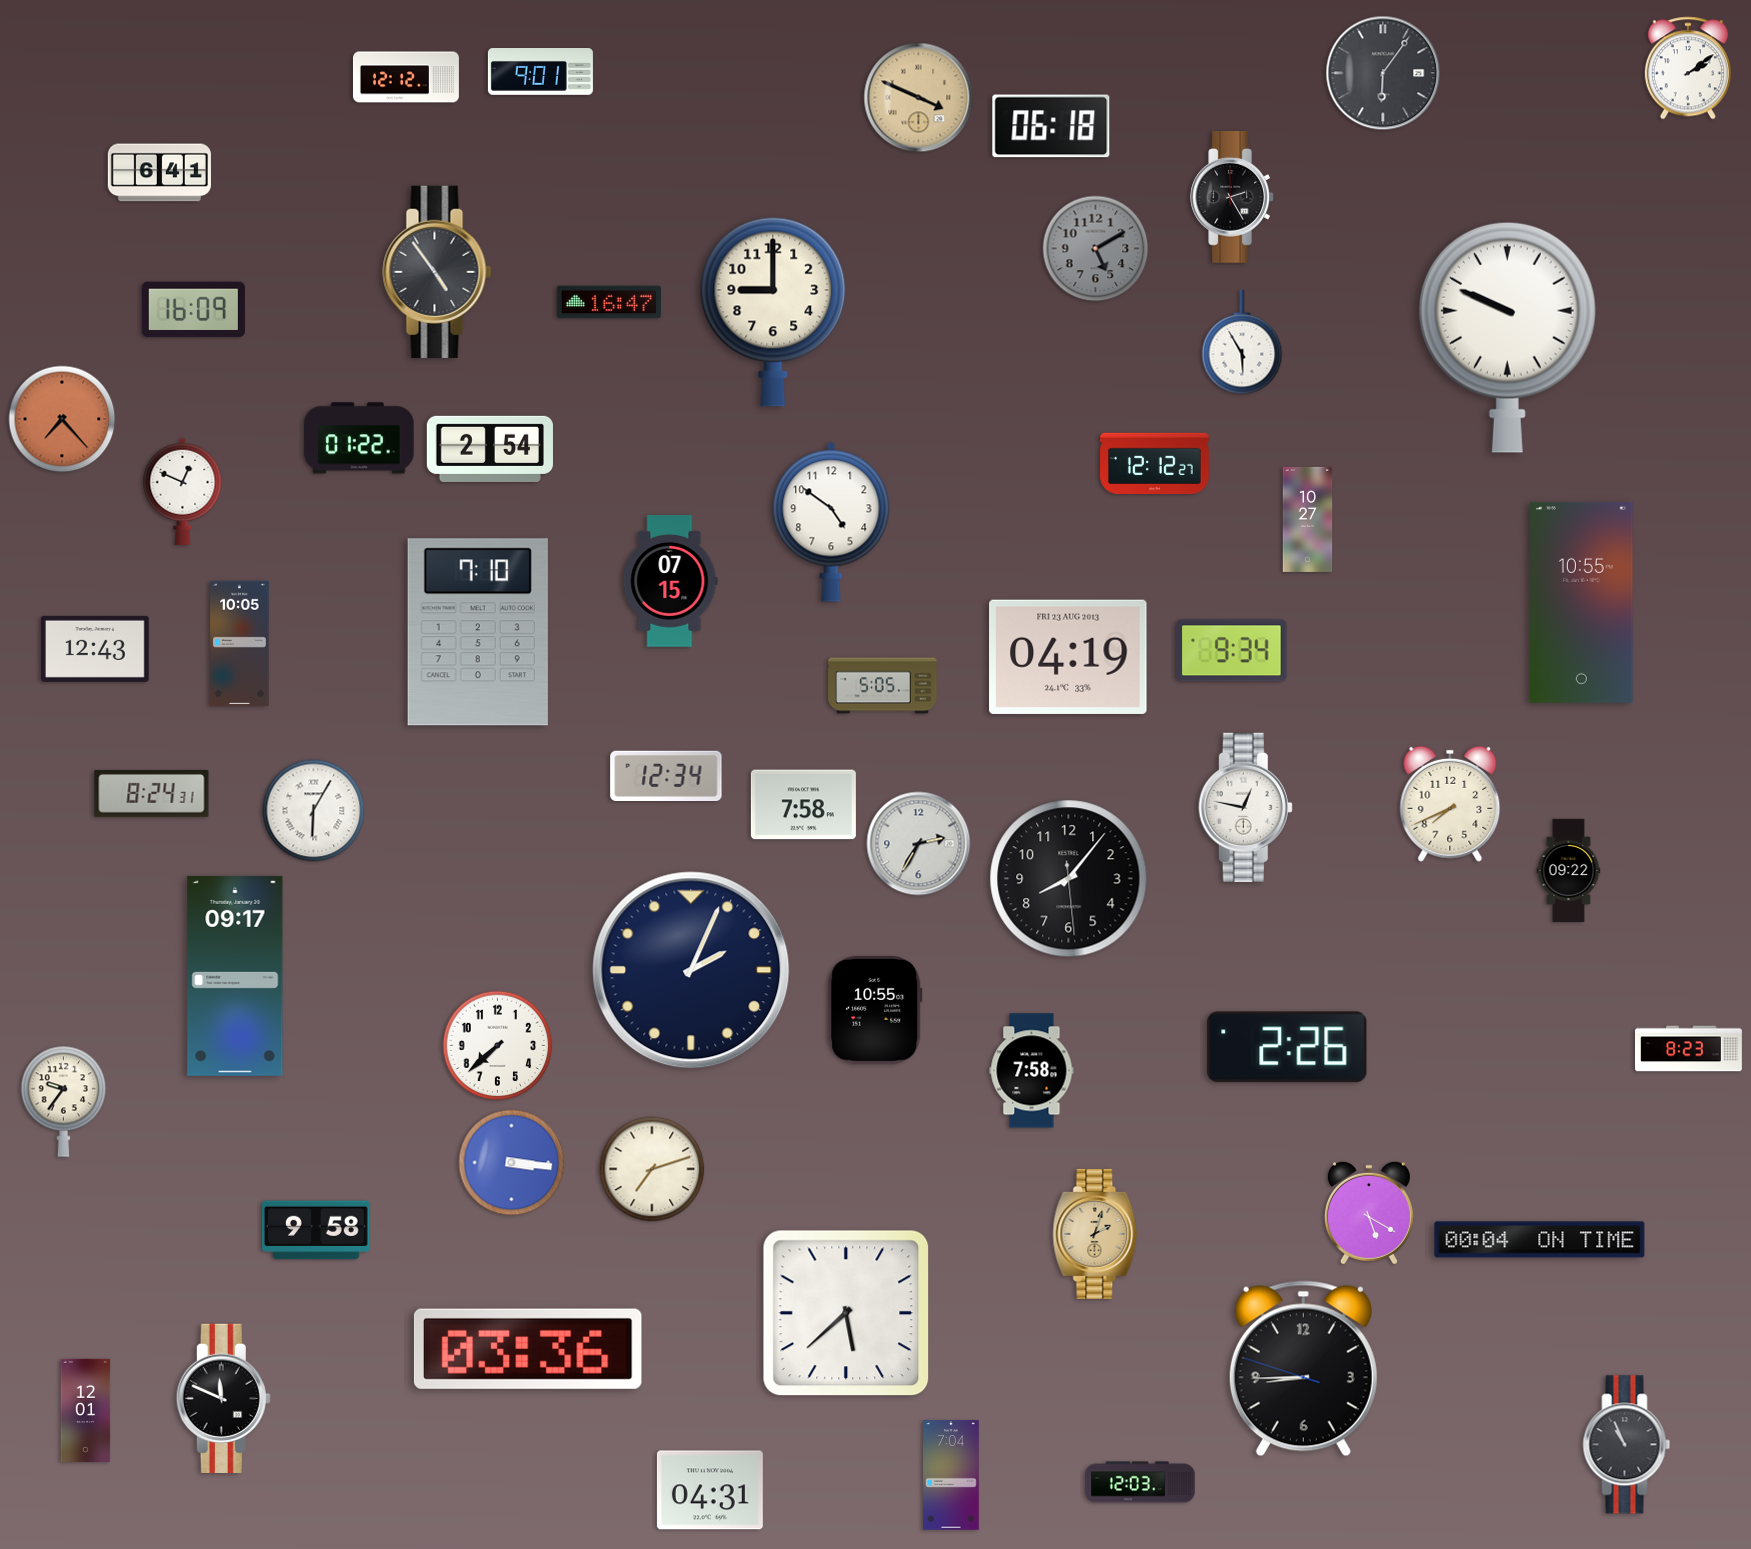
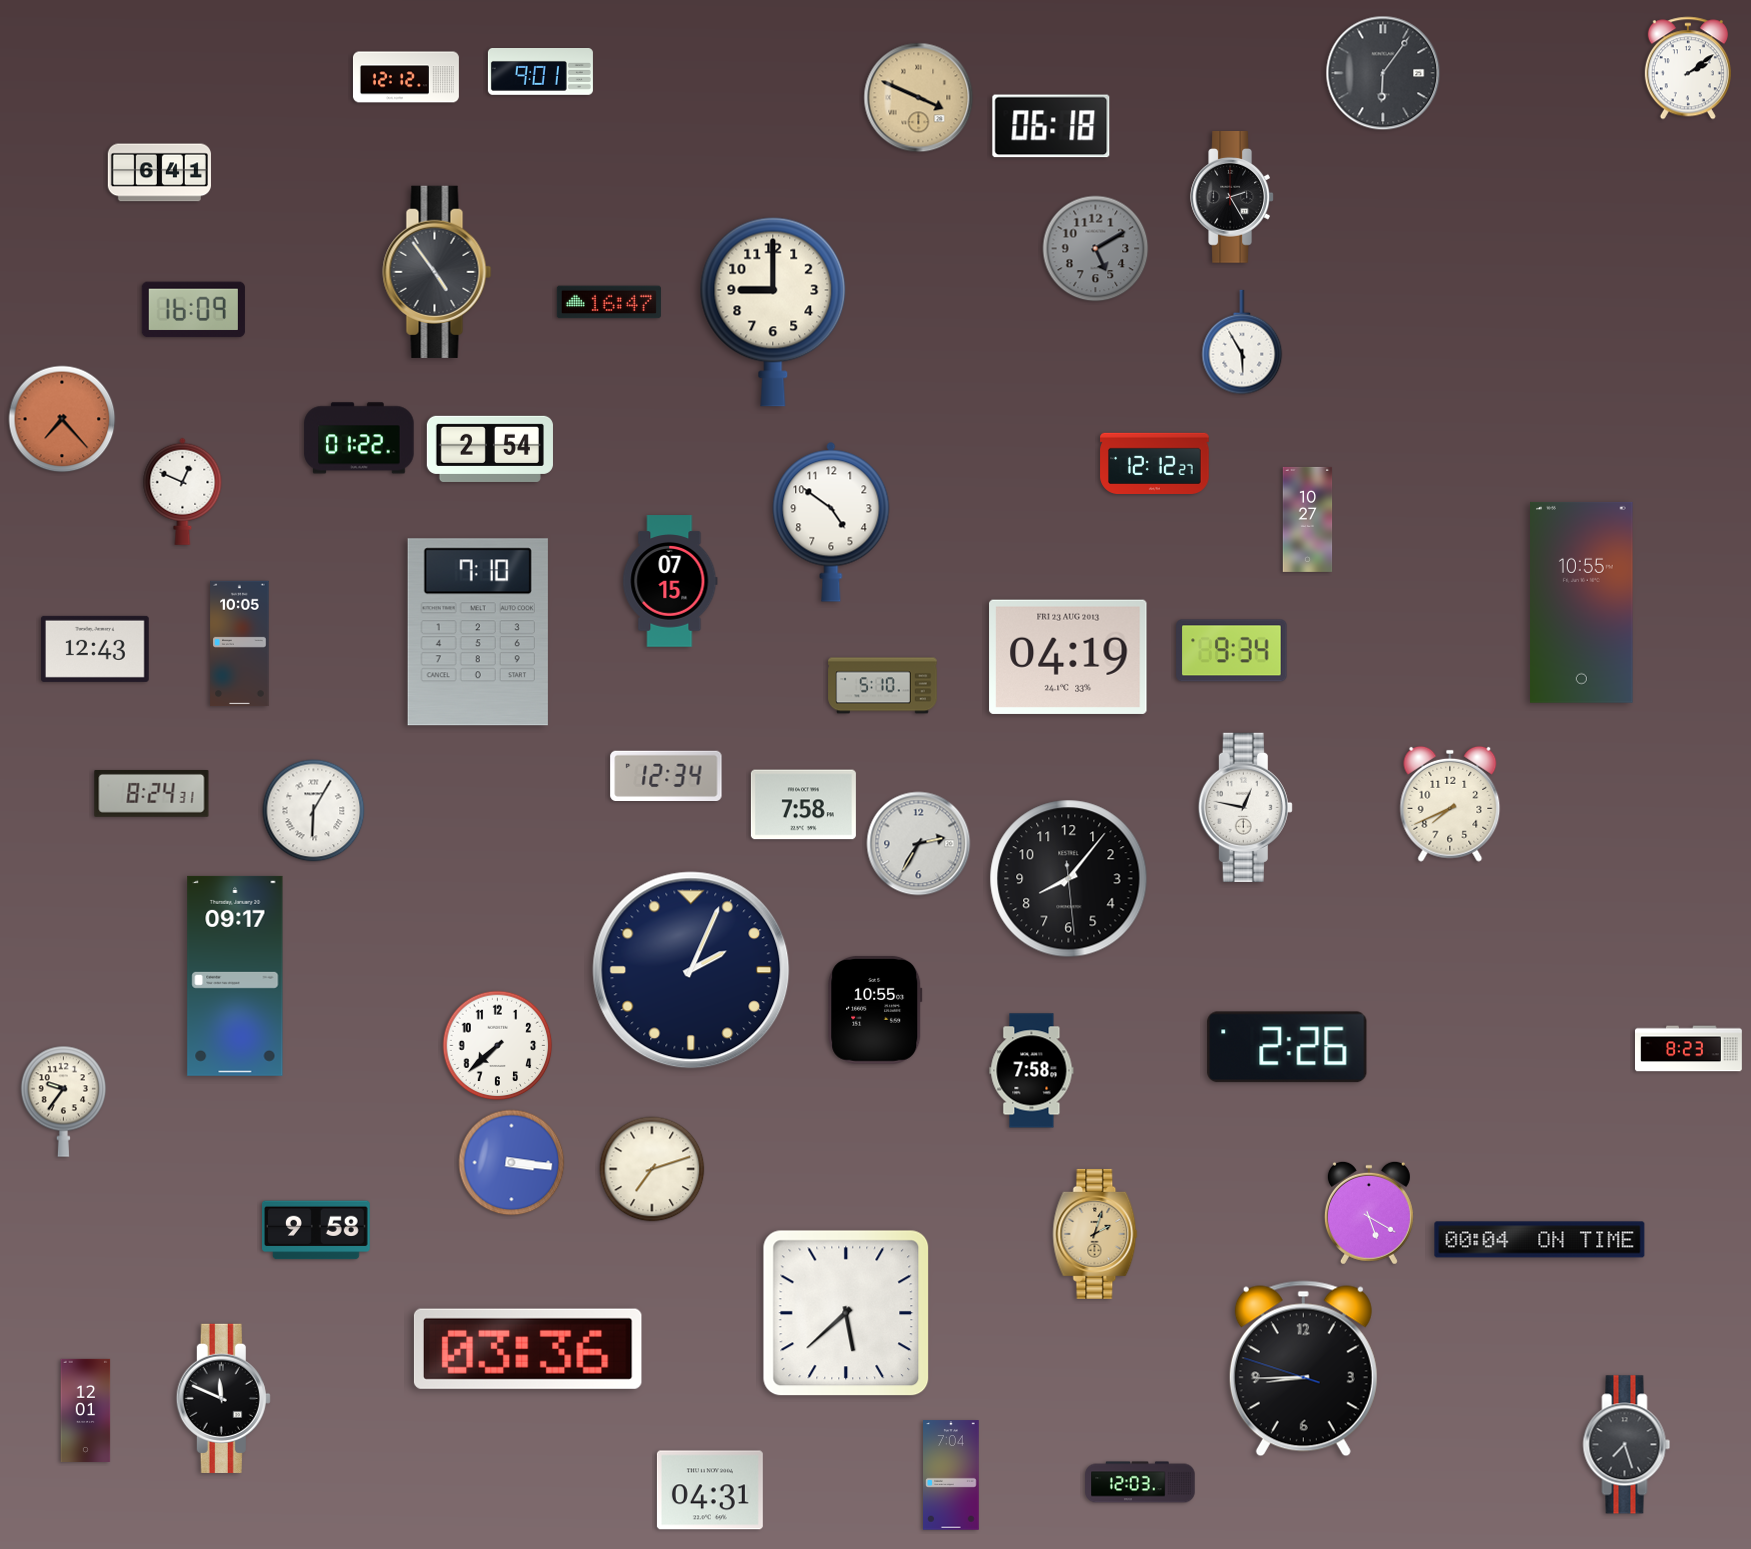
clock at (1507, 337): 9:49 -> none
clock at (883, 686): 5:05 -> 5:10
clock at (1569, 870): 09:22 -> none
clock at (1627, 1445): 10:56 -> 7:27
